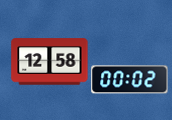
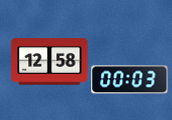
clock at (130, 80): 00:02 -> 00:03
